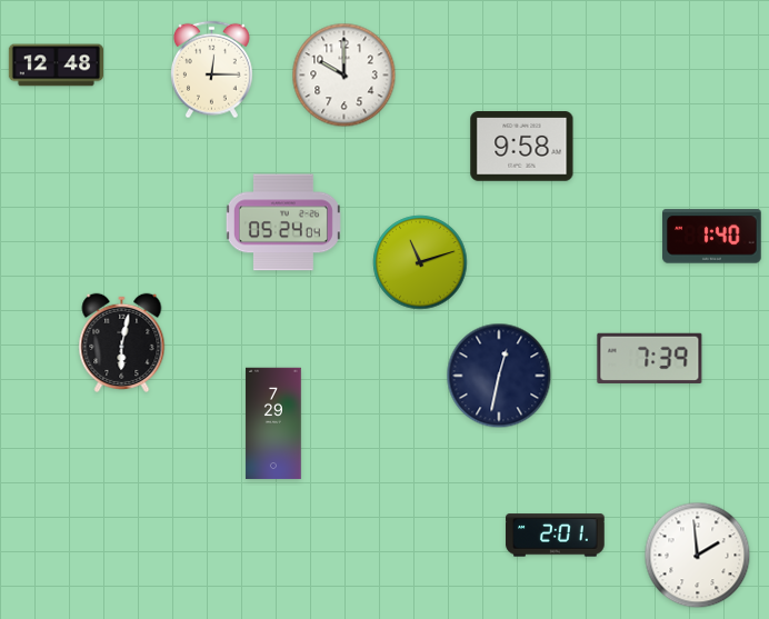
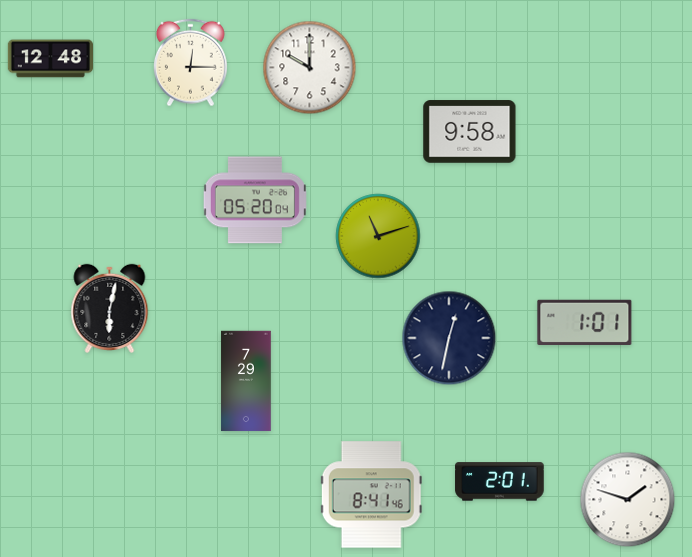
clock at (283, 222): 05:24 -> 05:20
clock at (712, 237): 1:40 -> none
clock at (650, 358): 7:39 -> 1:01
clock at (371, 495): none -> 8:41
clock at (698, 556): 1:59 -> 1:48
